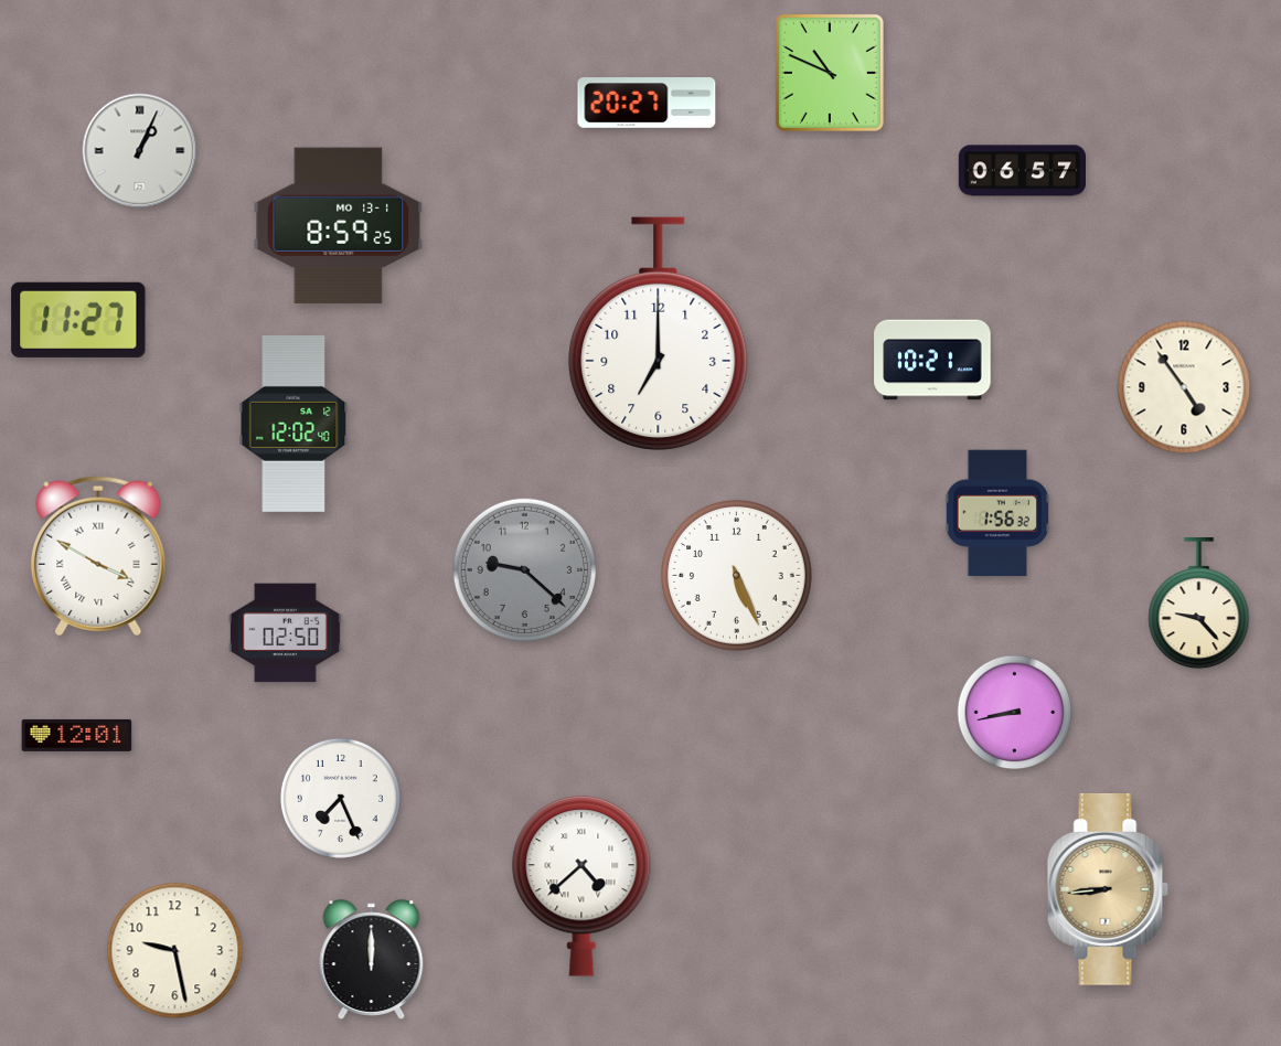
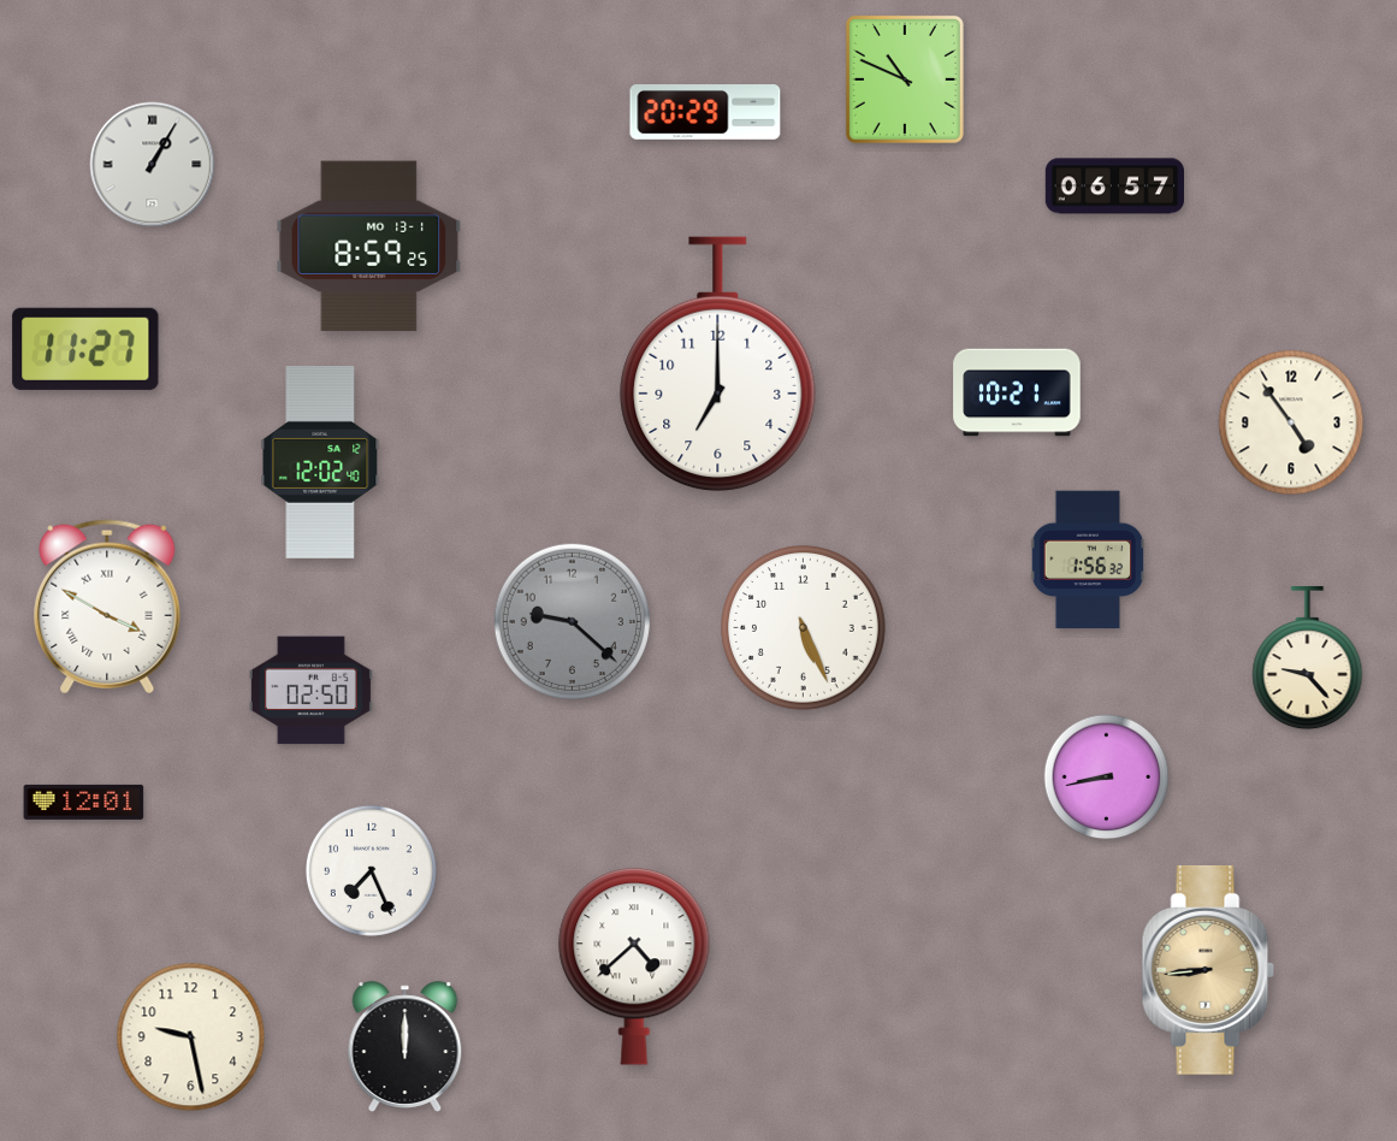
clock at (647, 104): 20:27 -> 20:29
clock at (140, 151): 1:04 -> 1:05
